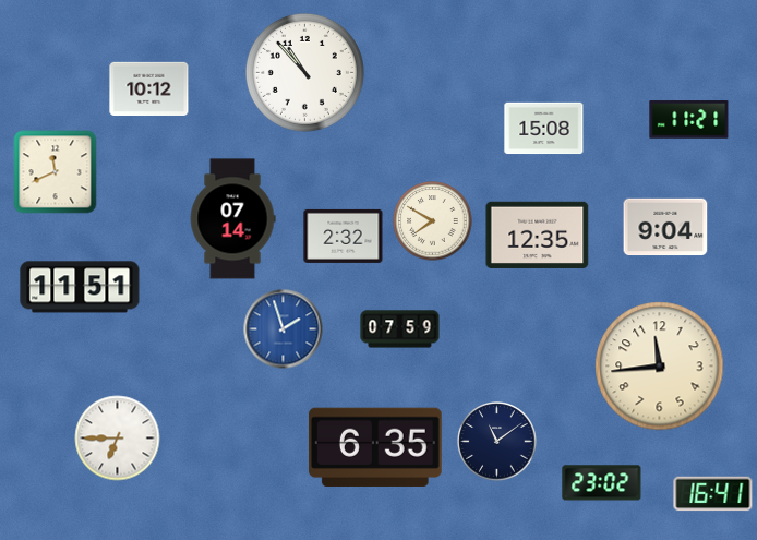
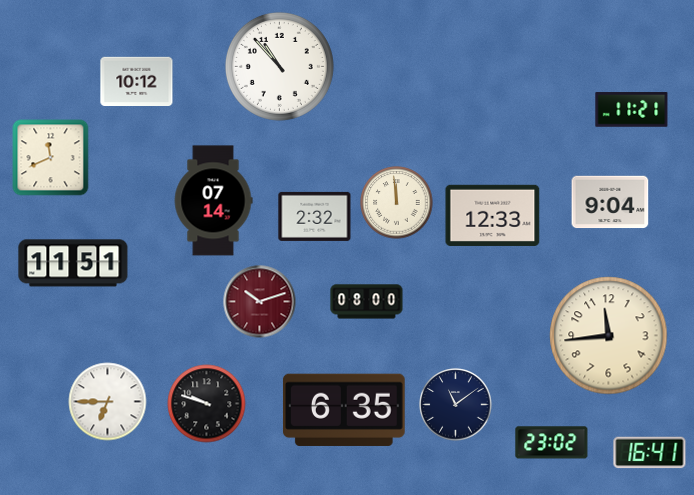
clock at (544, 129): 15:08 -> none
clock at (433, 221): 7:50 -> 11:59
clock at (665, 227) position: (665, 227) -> (610, 202)
clock at (538, 235): 12:35 -> 12:33
clock at (284, 329): 1:57 -> 10:12
clock at (284, 329) dial: blue -> burgundy
clock at (400, 329): 07:59 -> 08:00
clock at (660, 367) position: (660, 367) -> (609, 336)
clock at (207, 404): none -> 9:48
clock at (713, 494) position: (713, 494) -> (650, 453)
